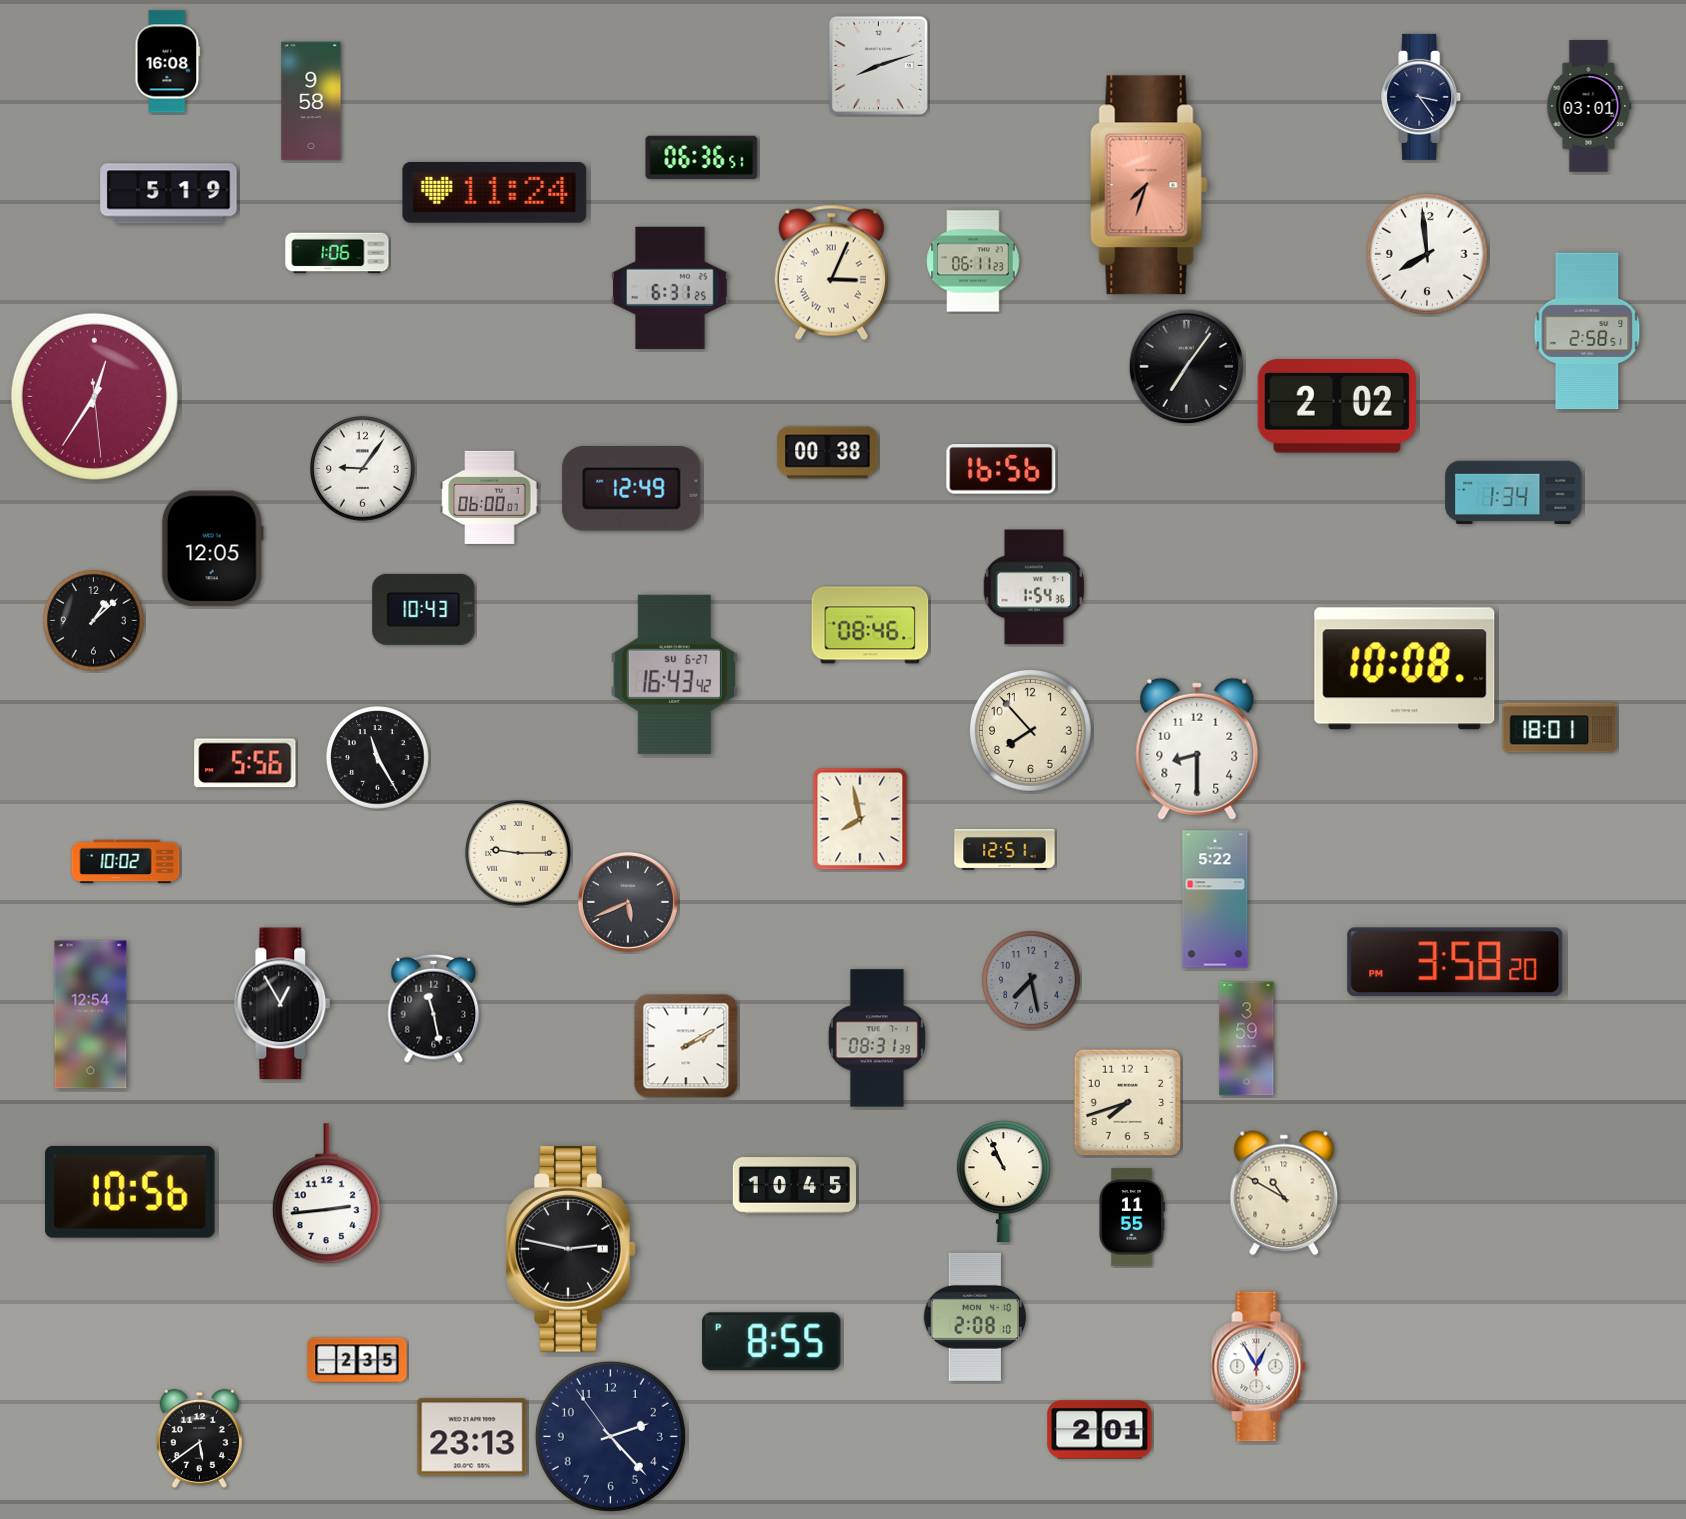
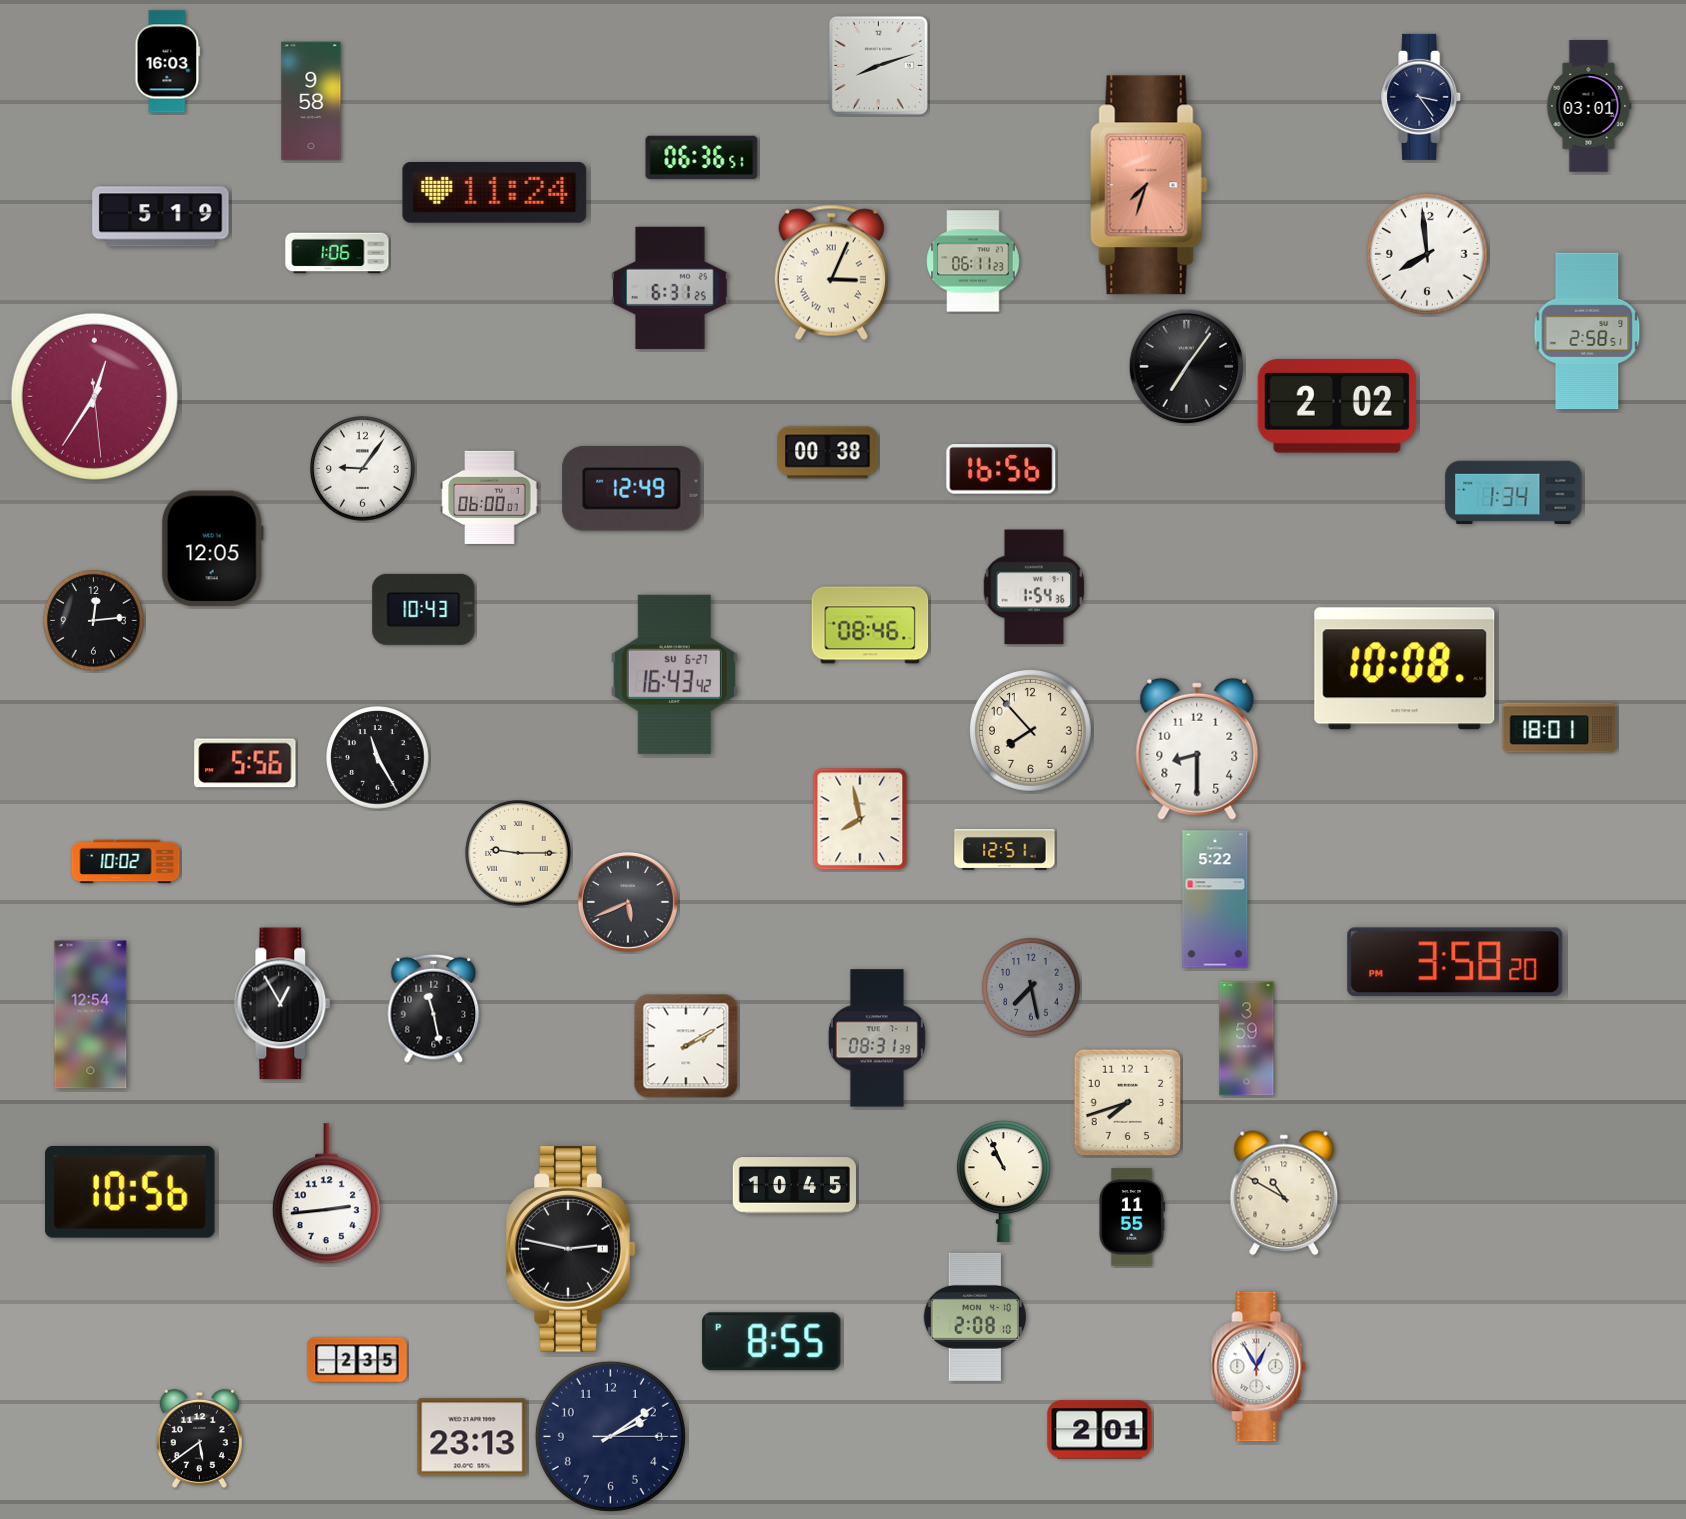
clock at (168, 62): 16:08 -> 16:03
clock at (169, 194) position: (169, 194) -> (161, 217)
clock at (94, 621): 1:08 -> 12:14
clock at (1031, 980) position: (1031, 980) -> (1031, 987)
clock at (610, 1436): 2:22 -> 2:09
